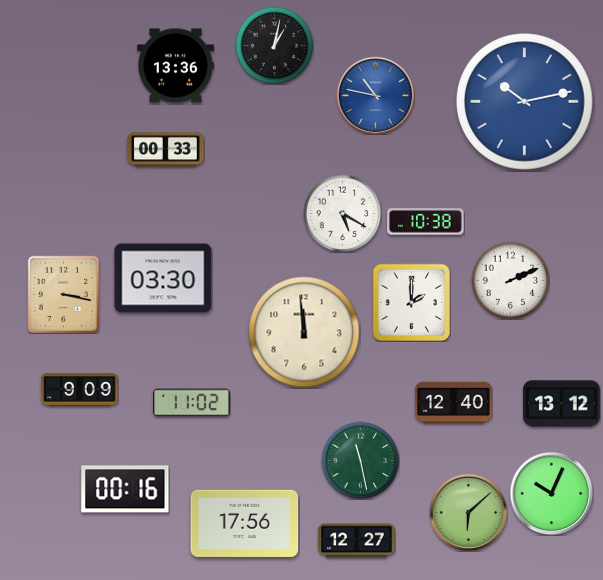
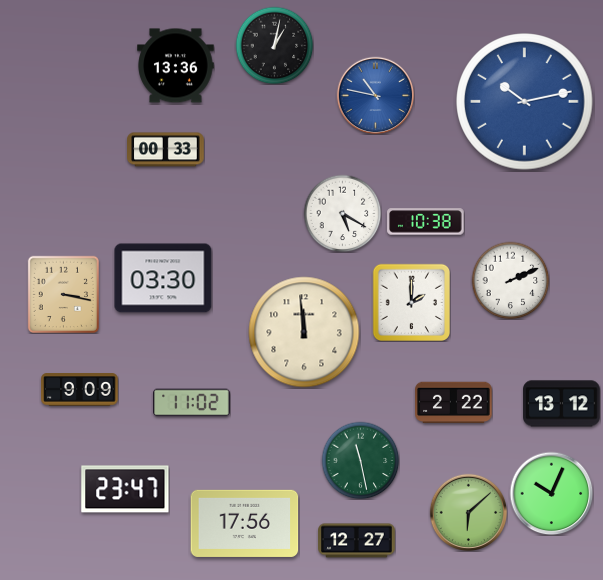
clock at (454, 403): 12:40 -> 2:22
clock at (125, 489): 00:16 -> 23:47
